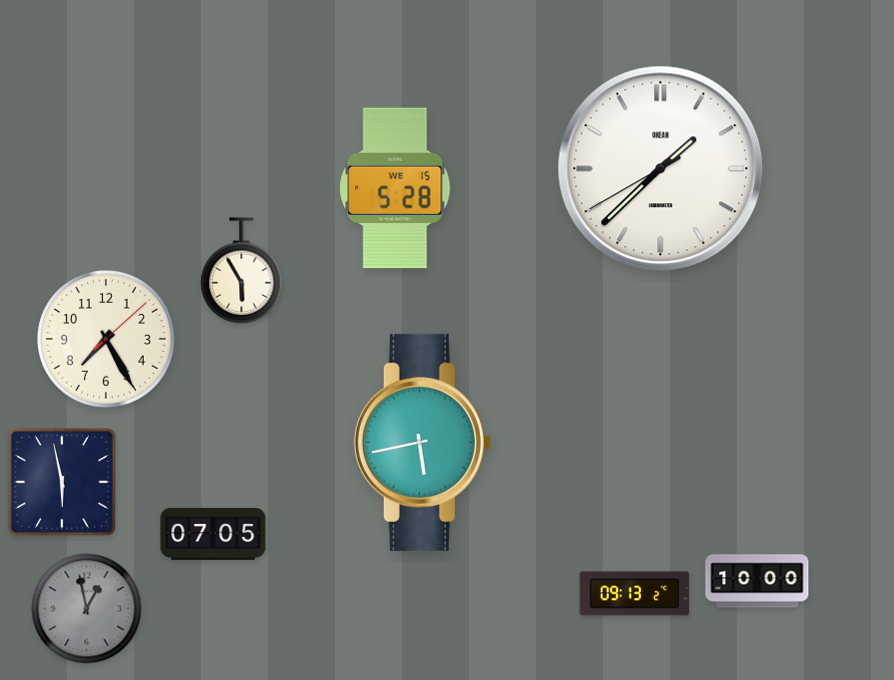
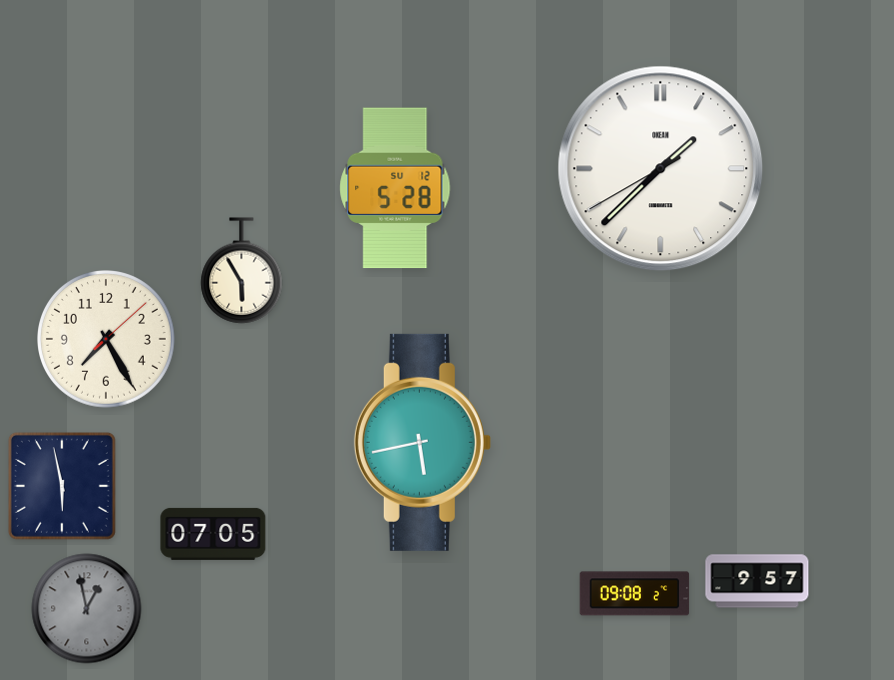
clock at (395, 188) date: WE 15 -> SU 12
clock at (62, 482) position: (62, 482) -> (62, 486)
clock at (757, 581): 10:00 -> 9:57
clock at (635, 594): 09:13 -> 09:08
